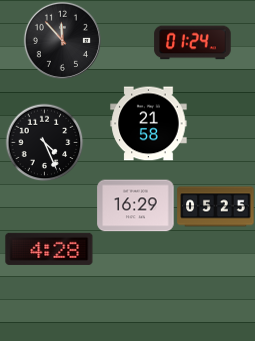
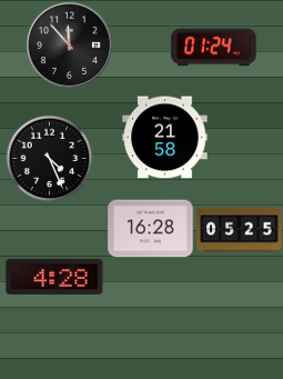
clock at (136, 206): 16:29 -> 16:28
